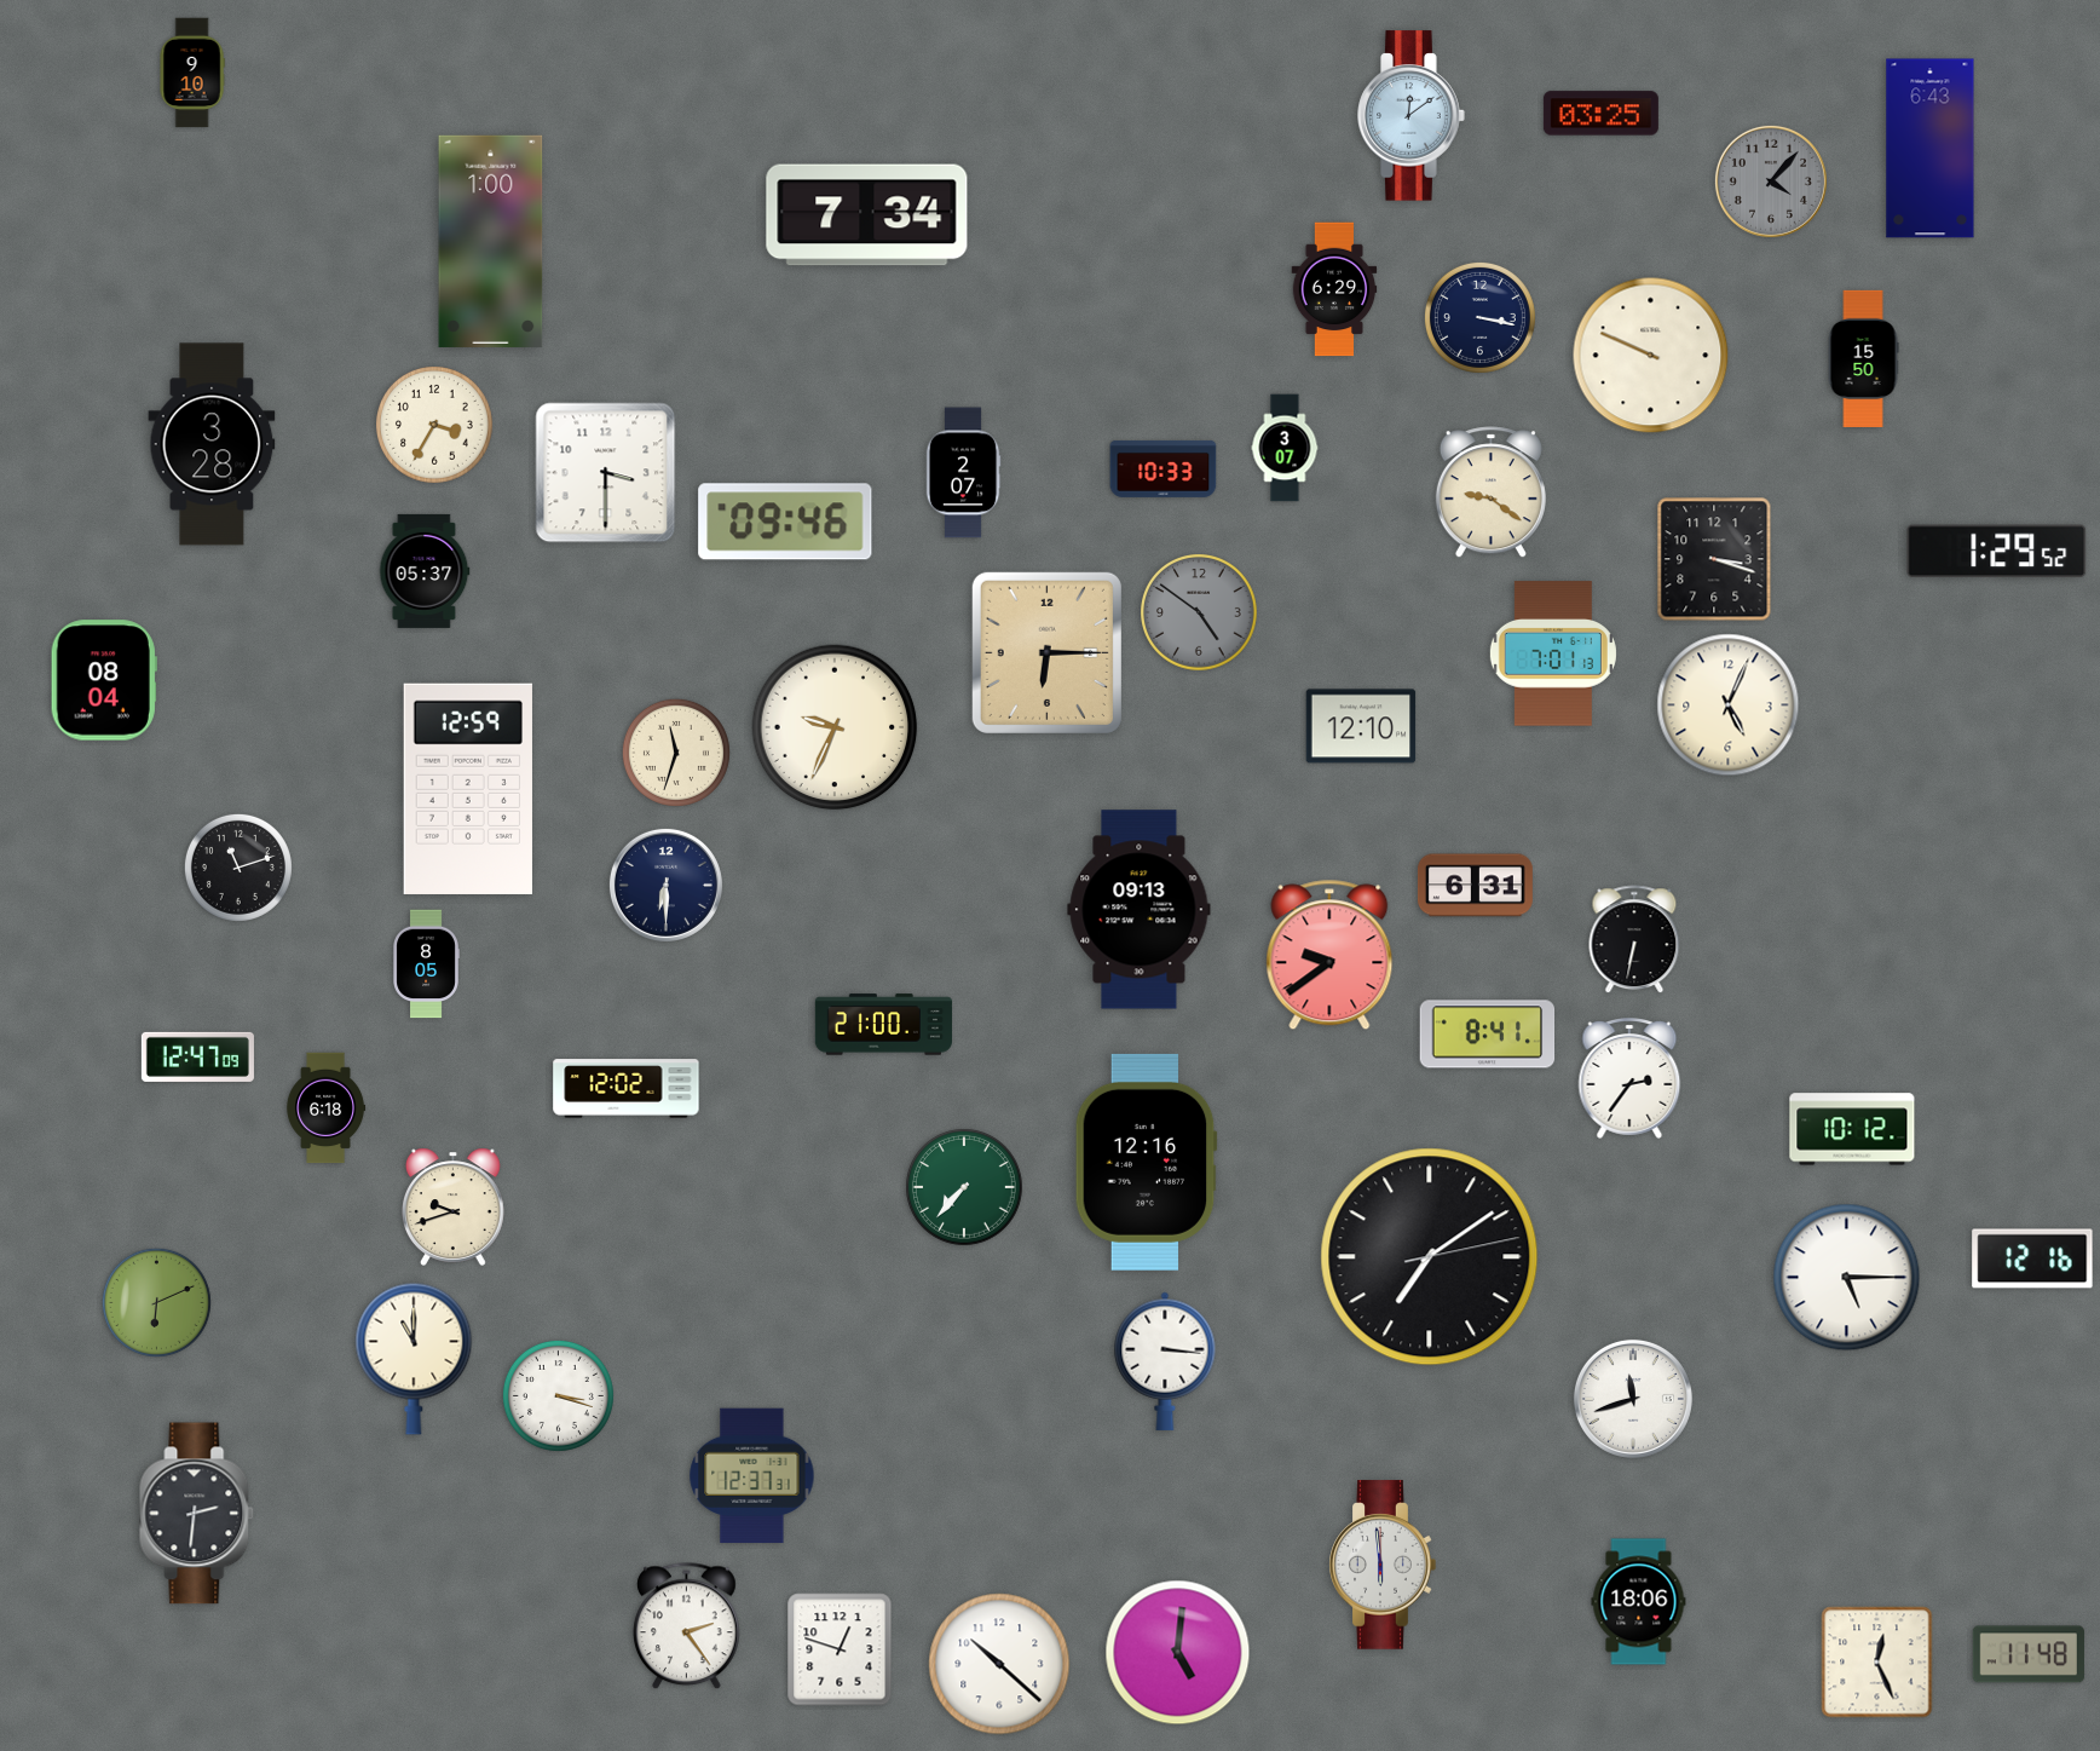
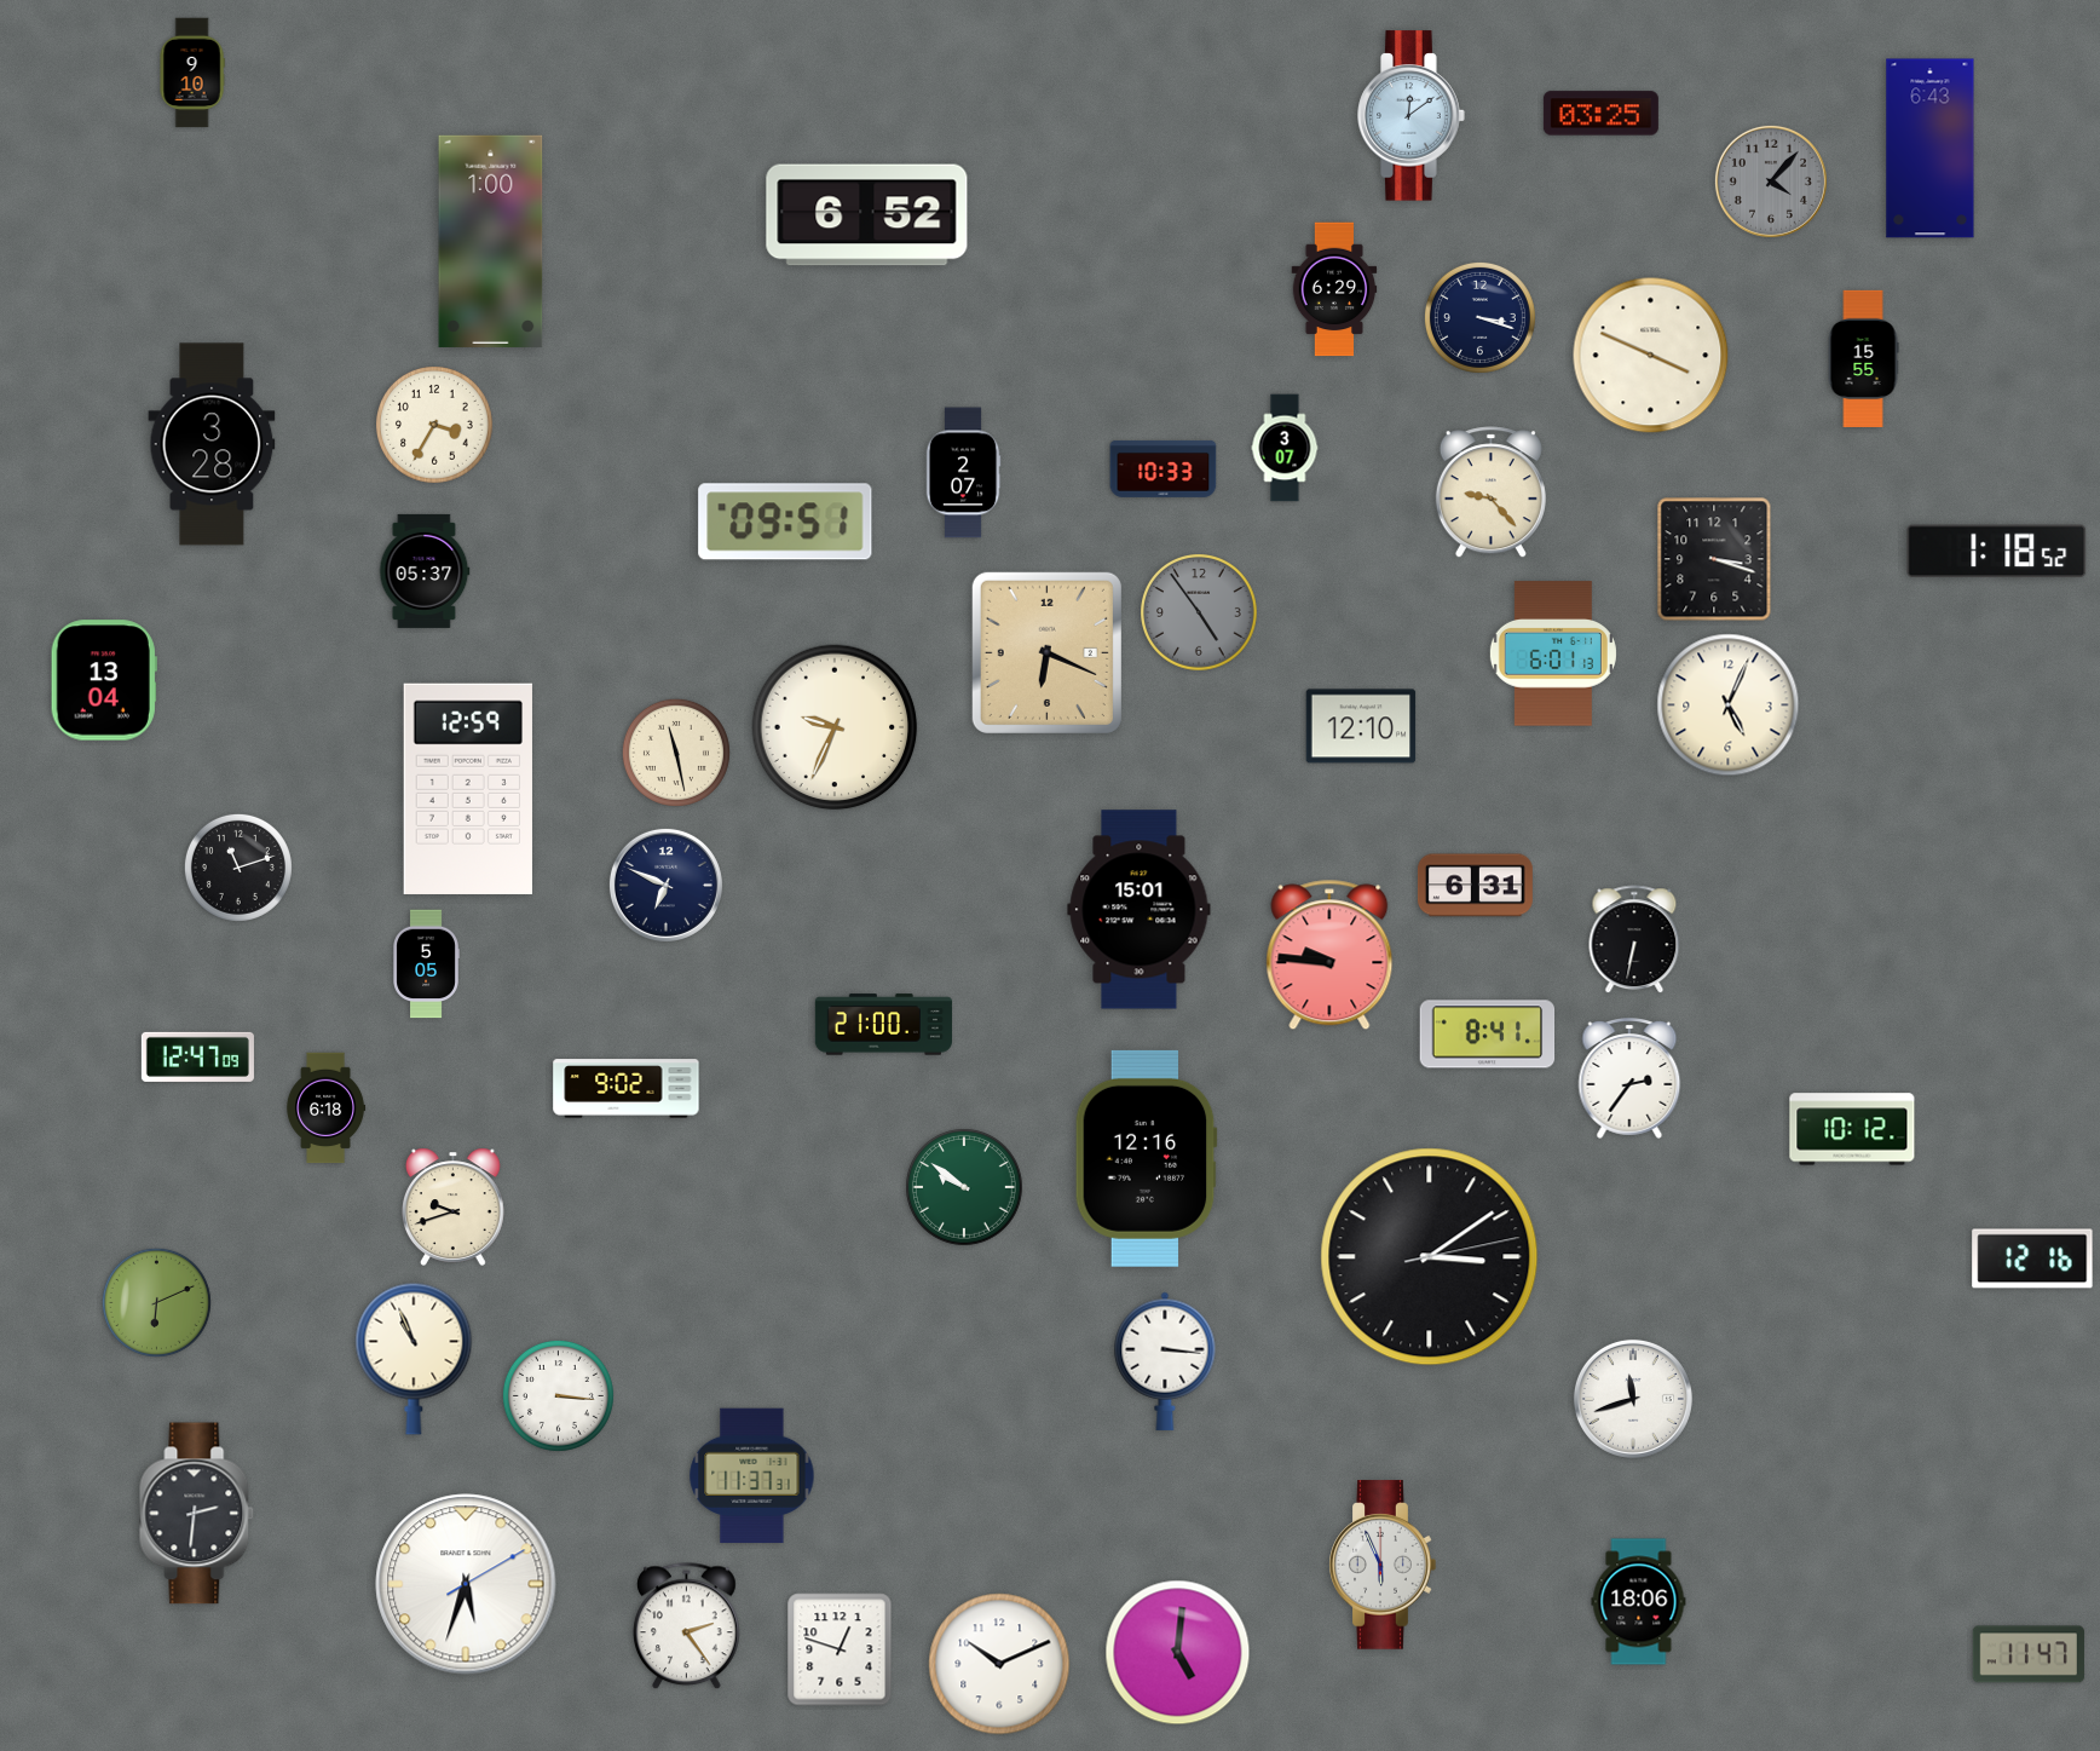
clock at (867, 215): 7:34 -> 6:52
clock at (1479, 317): 3:17 -> 3:18
clock at (1651, 356): 9:49 -> 3:49
clock at (1863, 358): 15:50 -> 15:55
clock at (606, 473): 3:30 -> none
clock at (1490, 493): 9:21 -> 9:23
clock at (785, 522): 09:46 -> 09:51
clock at (1997, 552): 1:29 -> 1:18
clock at (1200, 614): 4:51 -> 4:54
clock at (1046, 652): 6:15 -> 6:19
clock at (1553, 653): 7:01 -> 6:01
clock at (104, 680): 08:04 -> 13:04
clock at (676, 753): 11:33 -> 11:28
clock at (665, 885): 6:30 -> 6:49
clock at (1140, 910): 09:13 -> 15:01
clock at (1329, 955): 9:39 -> 9:46
clock at (426, 964): 8:05 -> 5:05
clock at (627, 1089): 12:02 -> 9:02
clock at (1146, 1162) position: (1146, 1162) -> (1146, 1158)
clock at (965, 1188): 7:37 -> 9:51
clock at (1430, 1257): 7:09 -> 3:09
clock at (1847, 1278): 5:15 -> none
clock at (414, 1359): 11:00 -> 10:56
clock at (558, 1395): 3:18 -> 3:16
clock at (752, 1476): 12:37 -> 11:37
clock at (1383, 1565): 5:59 -> 5:56
clock at (466, 1584): none -> 5:33
clock at (2029, 1654): 11:48 -> 11:47
clock at (1877, 1663): 12:26 -> none
clock at (999, 1664): 10:22 -> 10:11
